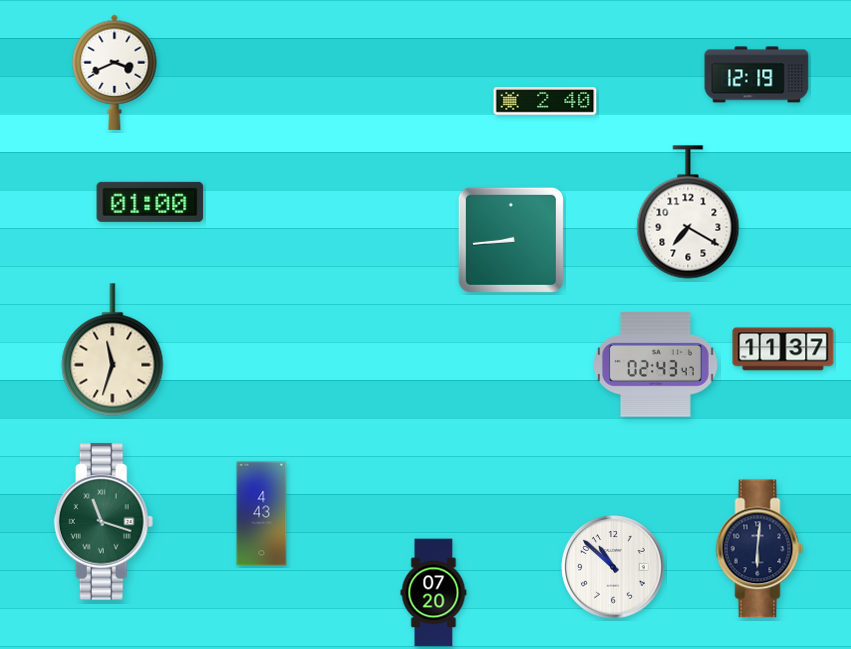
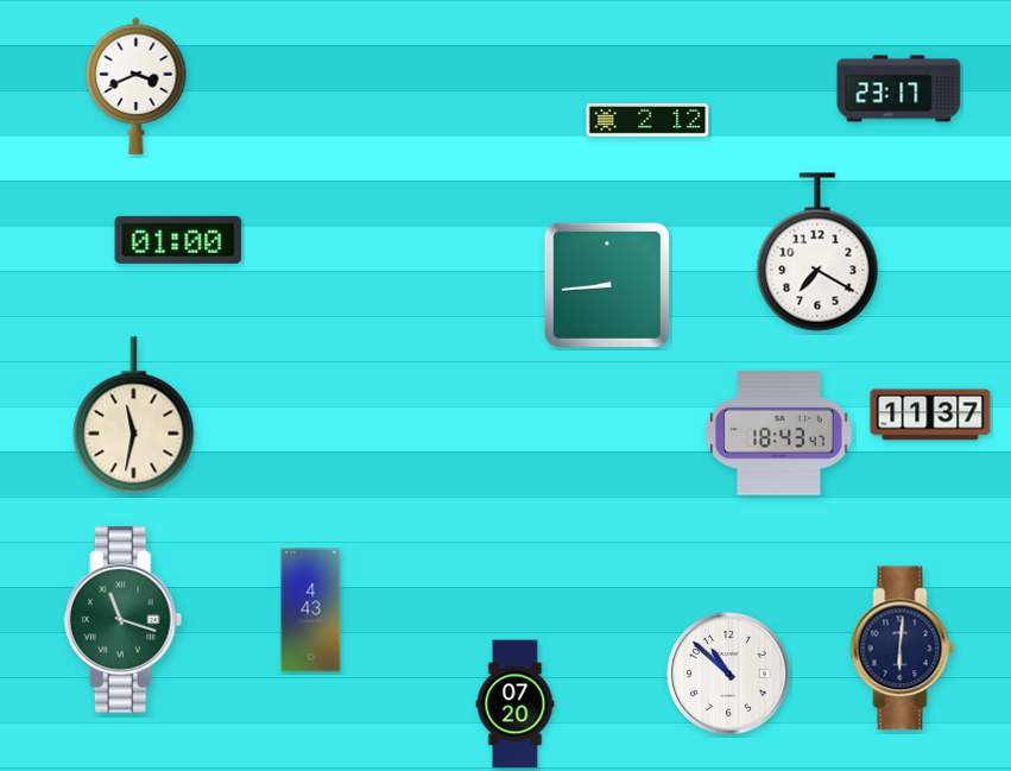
clock at (757, 75): 12:19 -> 23:17
clock at (545, 102): 2:40 -> 2:12
clock at (113, 350): 11:33 -> 11:32
clock at (656, 365): 02:43 -> 18:43
clock at (760, 549) position: (760, 549) -> (903, 649)
